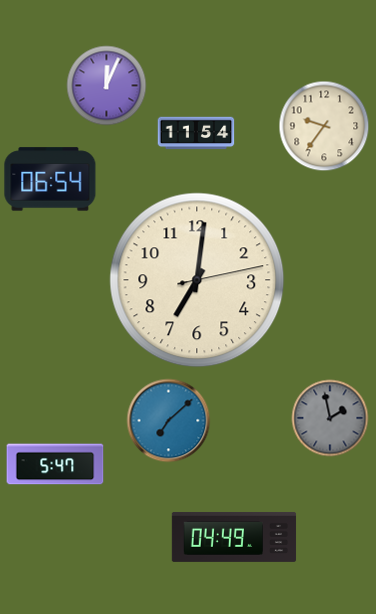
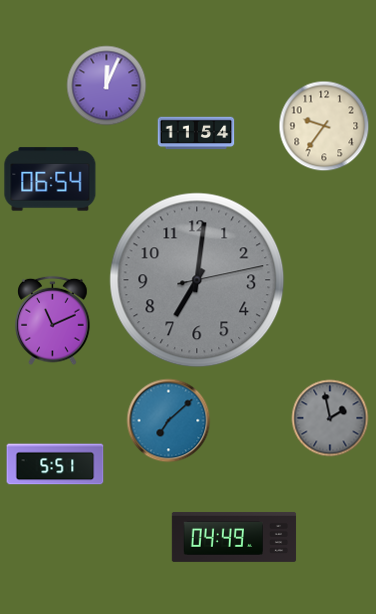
clock at (197, 280) dial: cream -> grey
clock at (53, 321): none -> 11:11
clock at (55, 464): 5:47 -> 5:51
